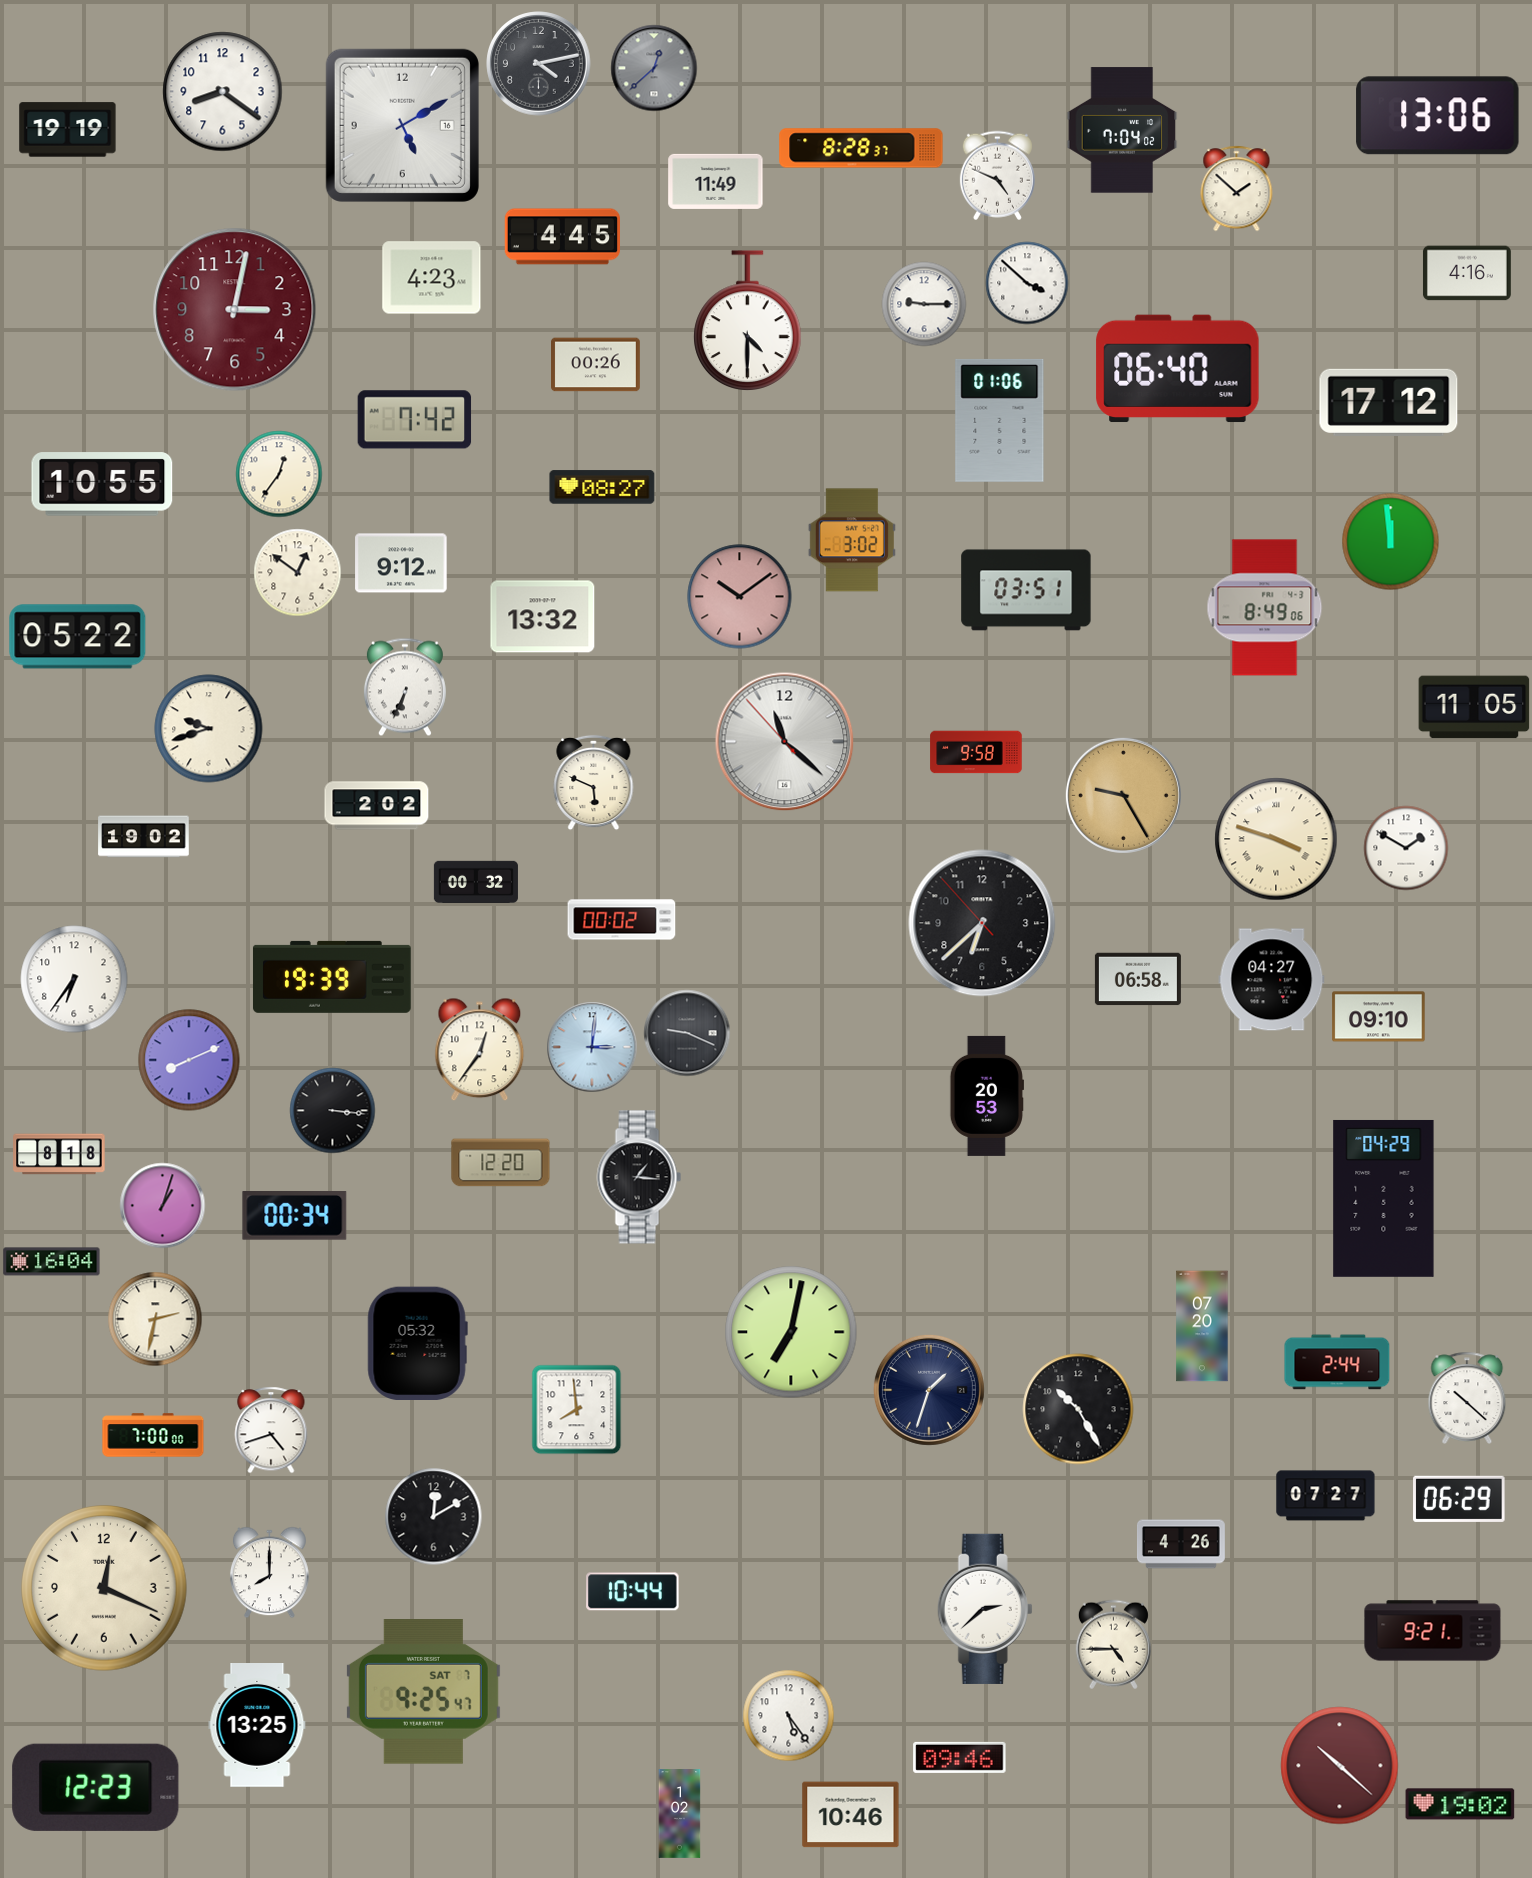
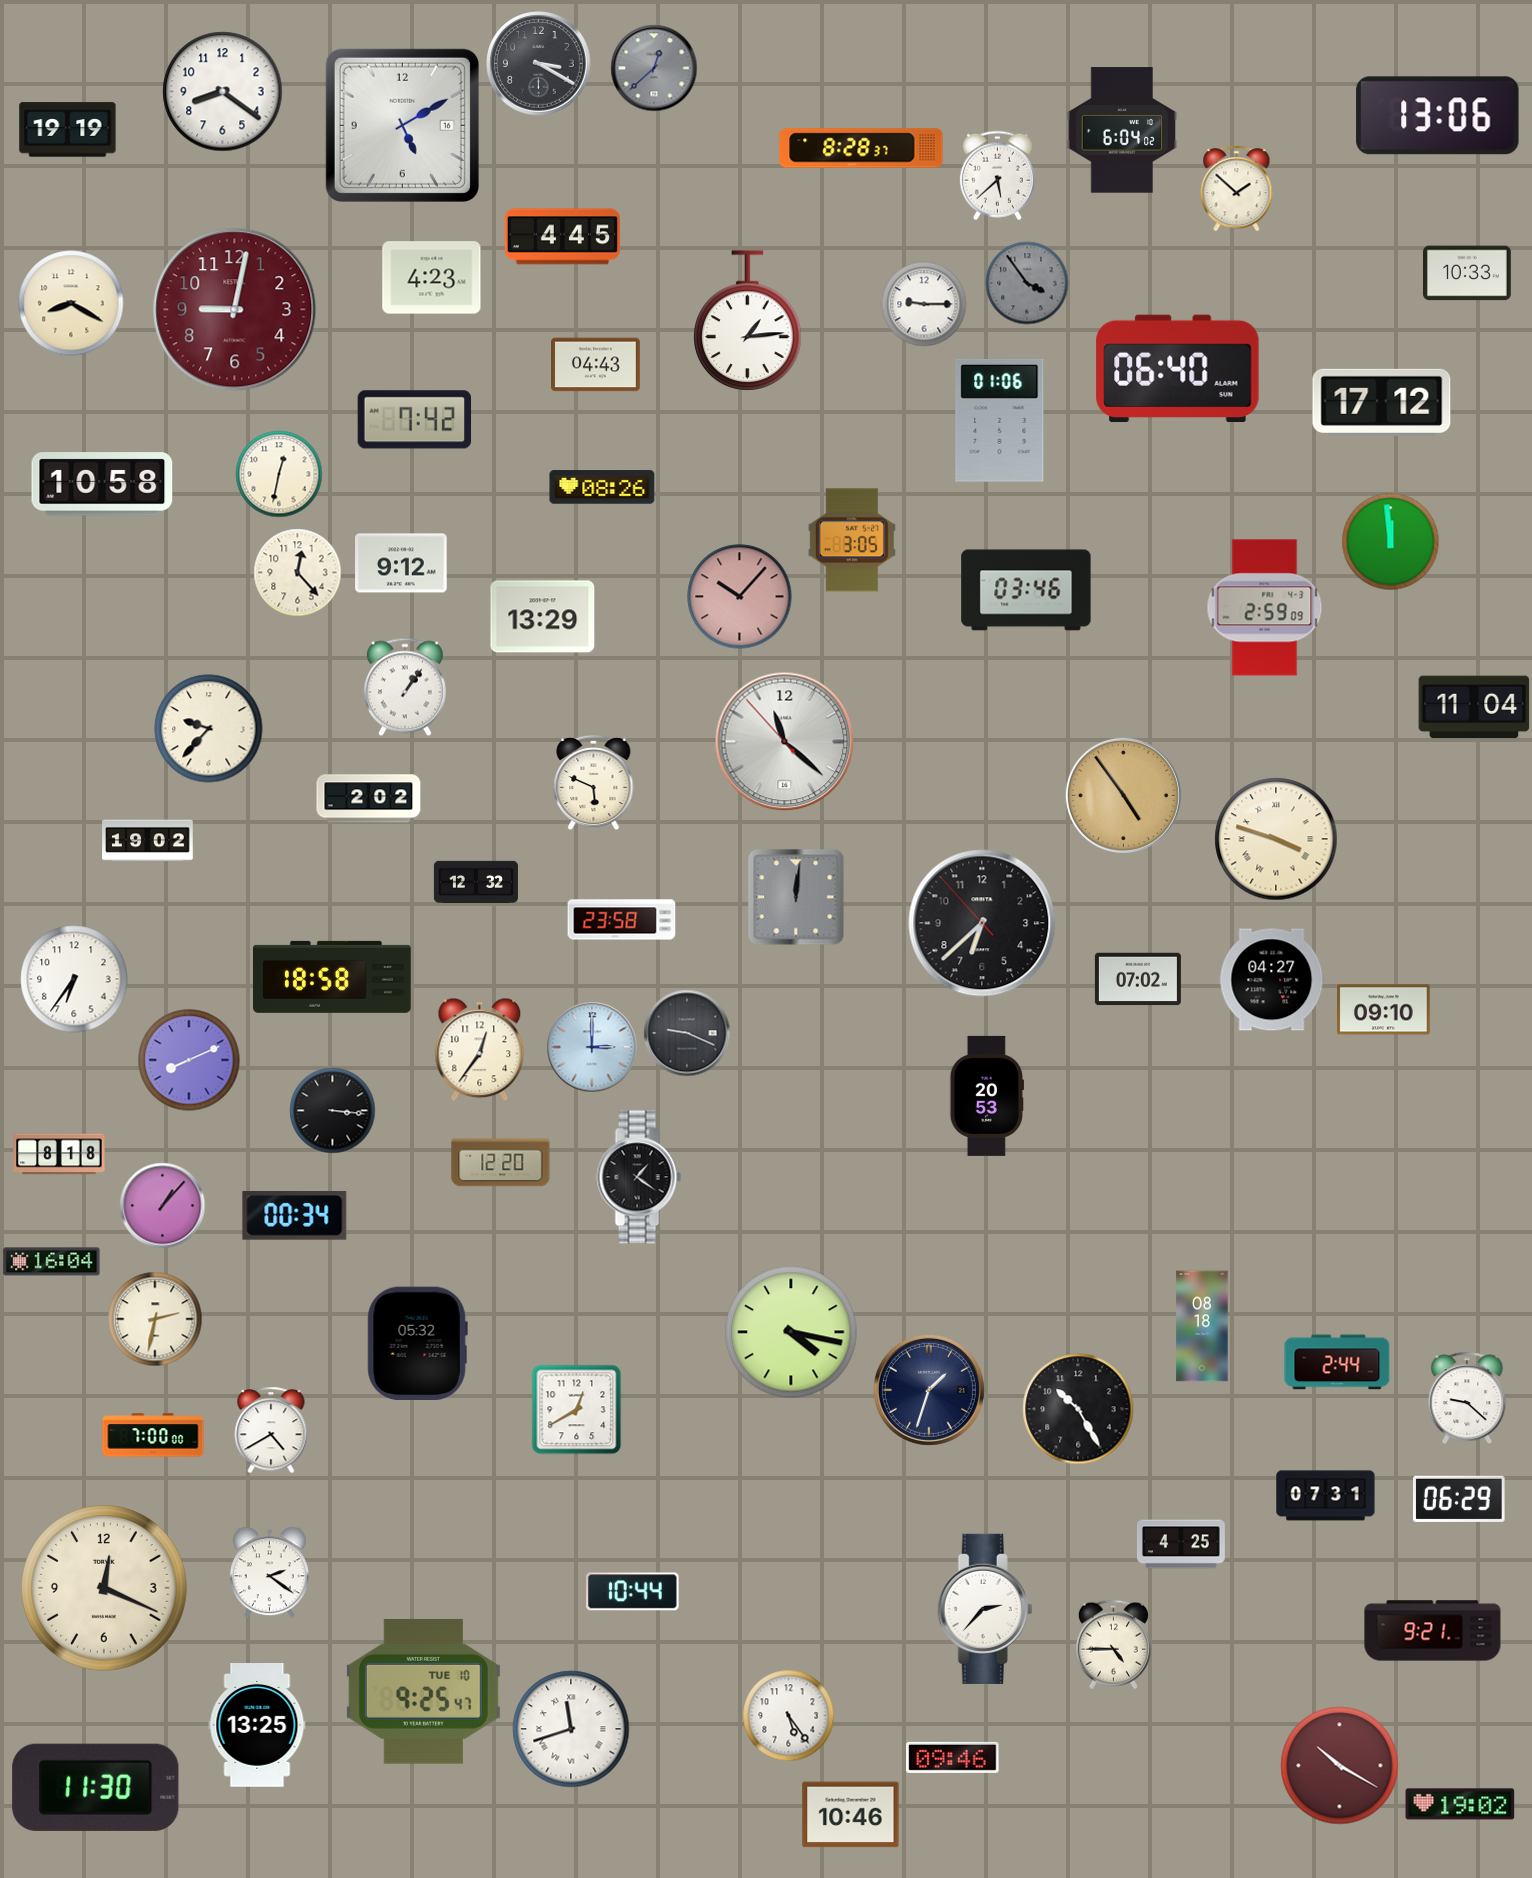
clock at (539, 64): 4:13 -> 3:20
clock at (1122, 130): 7:04 -> 6:04
clock at (997, 176): 4:49 -> 5:38
clock at (716, 181): 11:49 -> none
clock at (1467, 273): 4:16 -> 10:33
clock at (1027, 283): 3:52 -> 3:54
clock at (1027, 283) dial: white -> grey
clock at (71, 303): none -> 8:20
clock at (235, 310): 3:02 -> 9:02
clock at (748, 321): 4:30 -> 1:14
clock at (596, 365): 00:26 -> 04:43
clock at (1389, 402) position: (1389, 402) -> (1382, 402)
clock at (279, 474): 12:36 -> 12:32
clock at (102, 484): 10:55 -> 10:58
clock at (602, 487): 08:27 -> 08:26
clock at (852, 540): 3:02 -> 3:05
clock at (298, 573): 12:51 -> 12:23
clock at (1026, 590): 03:51 -> 03:46
clock at (740, 597): 10:09 -> 10:07
clock at (1265, 608): 8:49 -> 2:59
clock at (543, 617): 13:32 -> 13:29
clock at (78, 637): 05:22 -> none
clock at (405, 687): 6:34 -> 1:06
clock at (1474, 707): 11:05 -> 11:04
clock at (209, 729): 9:42 -> 9:37
clock at (976, 752): 9:58 -> none
clock at (1123, 795): 9:25 -> 4:54
clock at (377, 806) position: (377, 806) -> (369, 799)
clock at (144, 837) position: (144, 837) -> (148, 841)
clock at (1406, 848): 1:50 -> none
clock at (476, 882): 00:32 -> 12:32
clock at (796, 897): none -> 12:01
clock at (622, 920): 00:02 -> 23:58
clock at (332, 977): 19:39 -> 18:58
clock at (1138, 979): 06:58 -> 07:02
clock at (1379, 1017) position: (1379, 1017) -> (1384, 1010)
clock at (592, 1047): 3:01 -> 3:00
clock at (639, 1177): 1:16 -> 1:21
clock at (1384, 1198): 04:29 -> none
clock at (163, 1206): 1:03 -> 1:07
clock at (1202, 1326): 07:20 -> 08:18
clock at (791, 1332): 7:02 -> 4:17
clock at (1467, 1398): 10:22 -> 9:22
clock at (577, 1410): 7:59 -> 12:40
clock at (271, 1430): 4:42 -> 4:40
clock at (1326, 1496): 07:27 -> 07:31
clock at (434, 1517): 12:10 -> none
clock at (1182, 1544): 4:26 -> 4:25
clock at (269, 1573): 8:00 -> 2:21
clock at (985, 1609): 2:38 -> 2:37
clock at (423, 1692) date: SAT 7 -> TUE 10
clock at (571, 1729): none -> 11:42
clock at (960, 1757) position: (960, 1757) -> (953, 1757)
clock at (1340, 1766): 10:22 -> 10:20
clock at (96, 1787): 12:23 -> 11:30
clock at (680, 1814): 1:02 -> none
